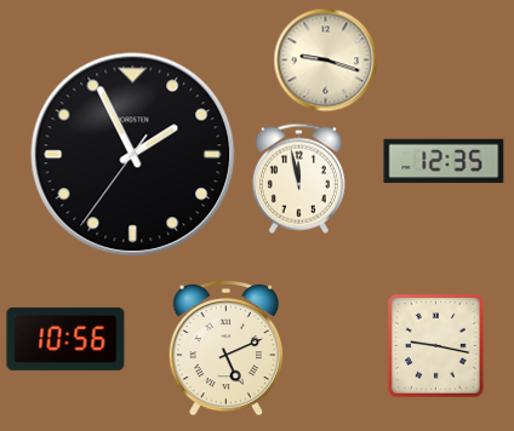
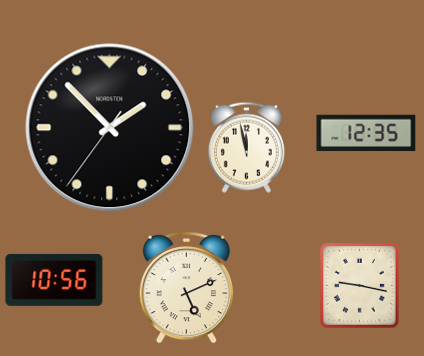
clock at (326, 61): 9:18 -> none
clock at (133, 155): 1:55 -> 1:52
